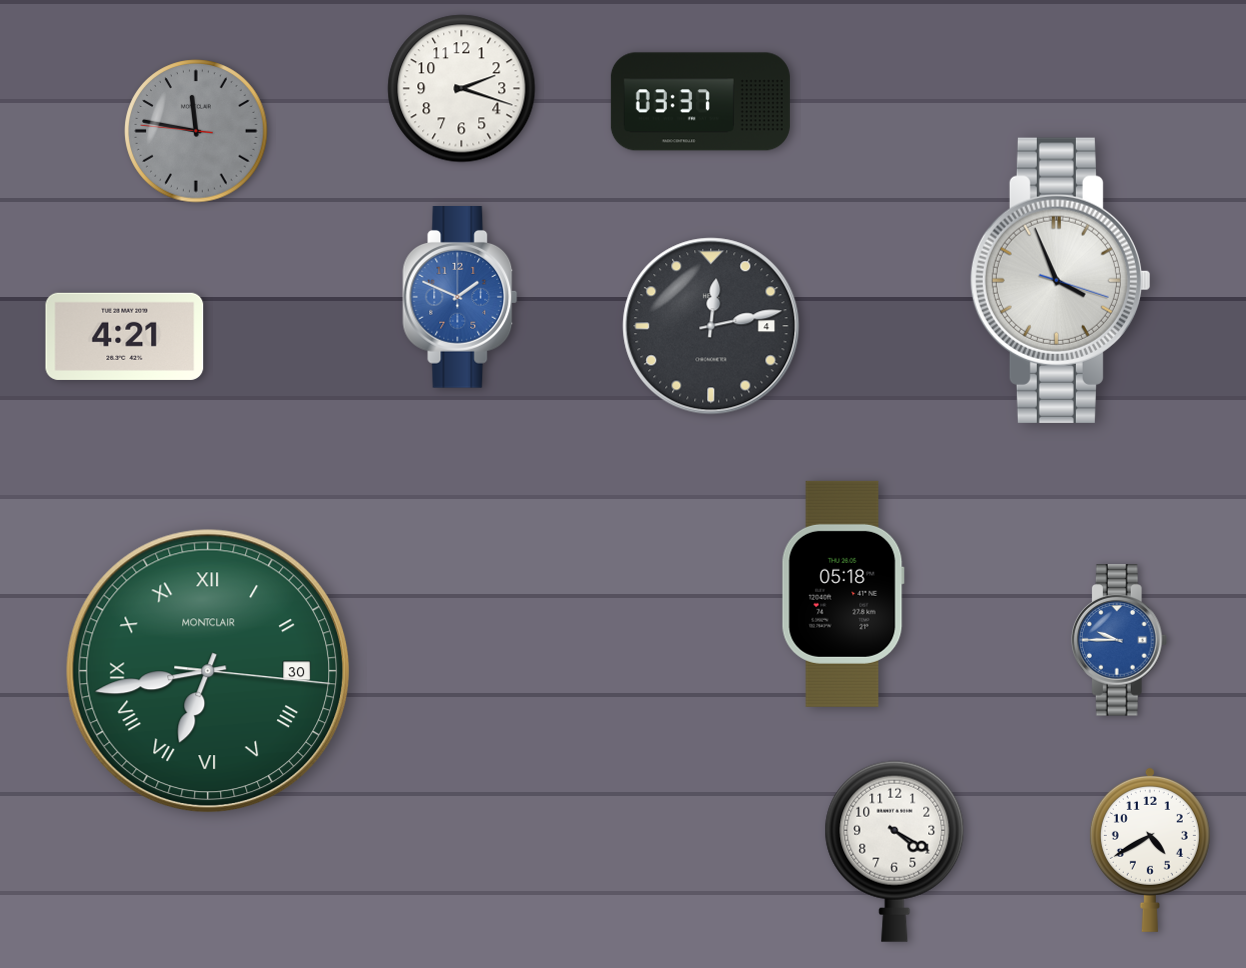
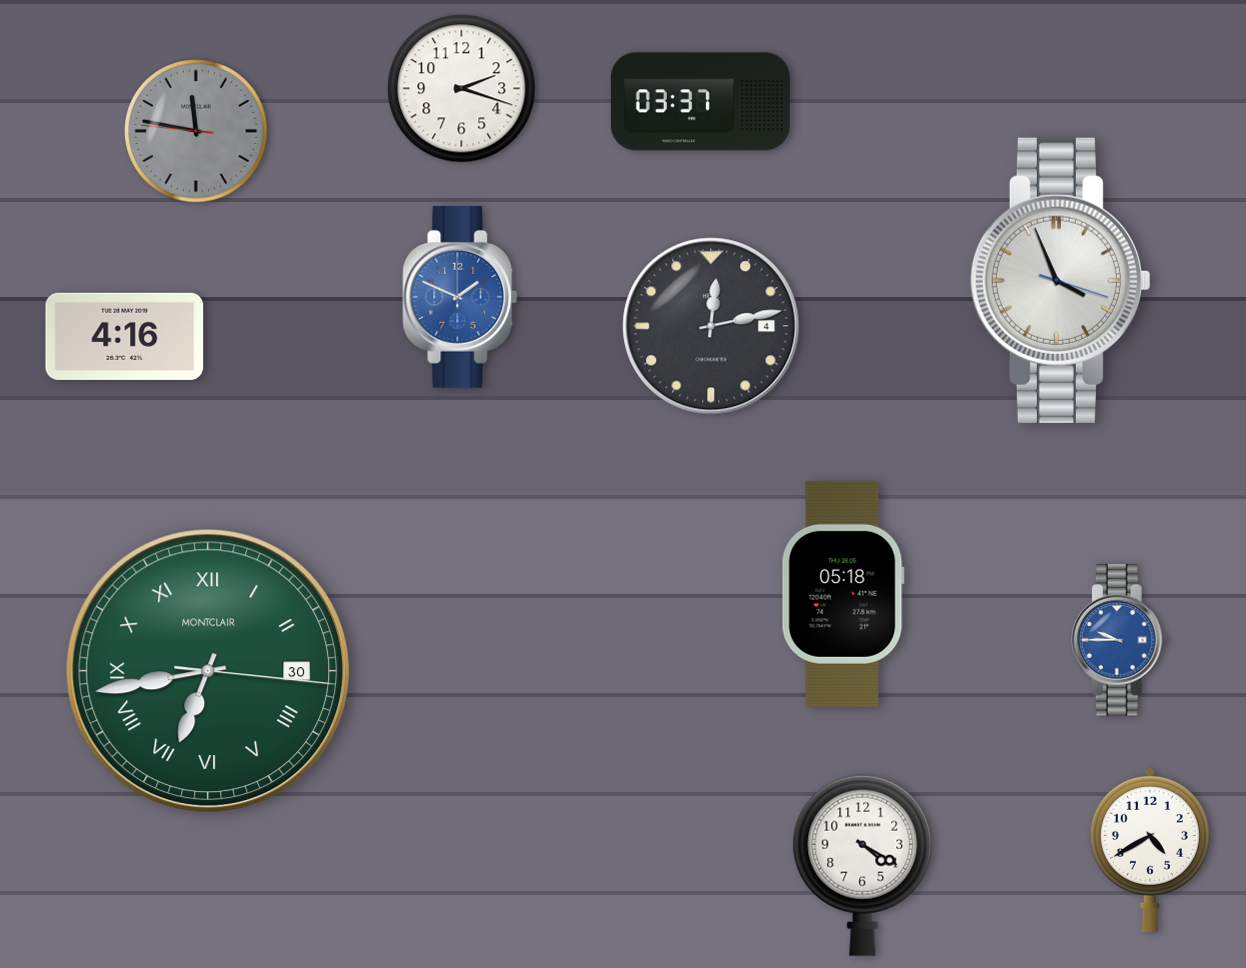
clock at (125, 336): 4:21 -> 4:16
clock at (895, 851) position: (895, 851) -> (863, 865)
